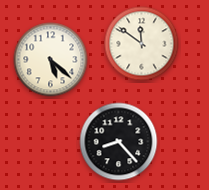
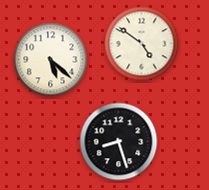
clock at (142, 44): 11:51 -> 4:51
clock at (119, 142): 8:23 -> 8:27
